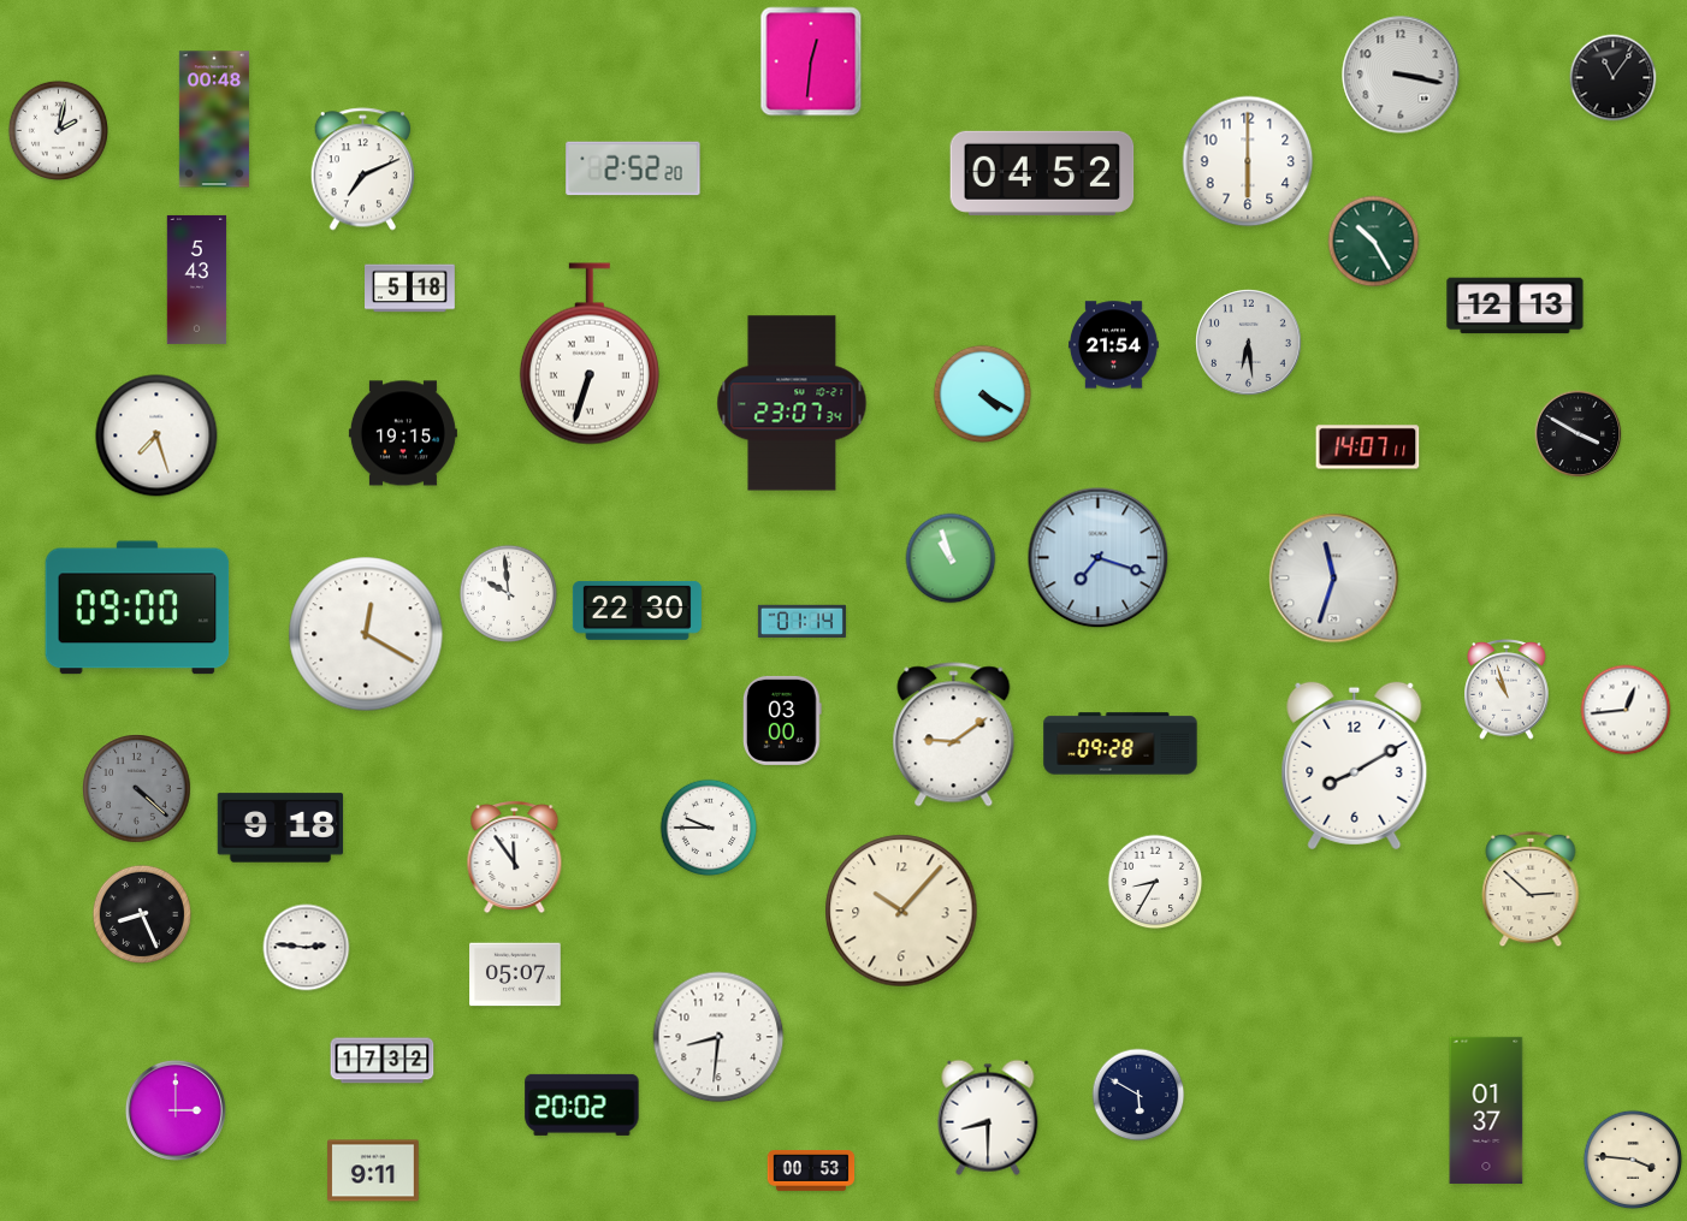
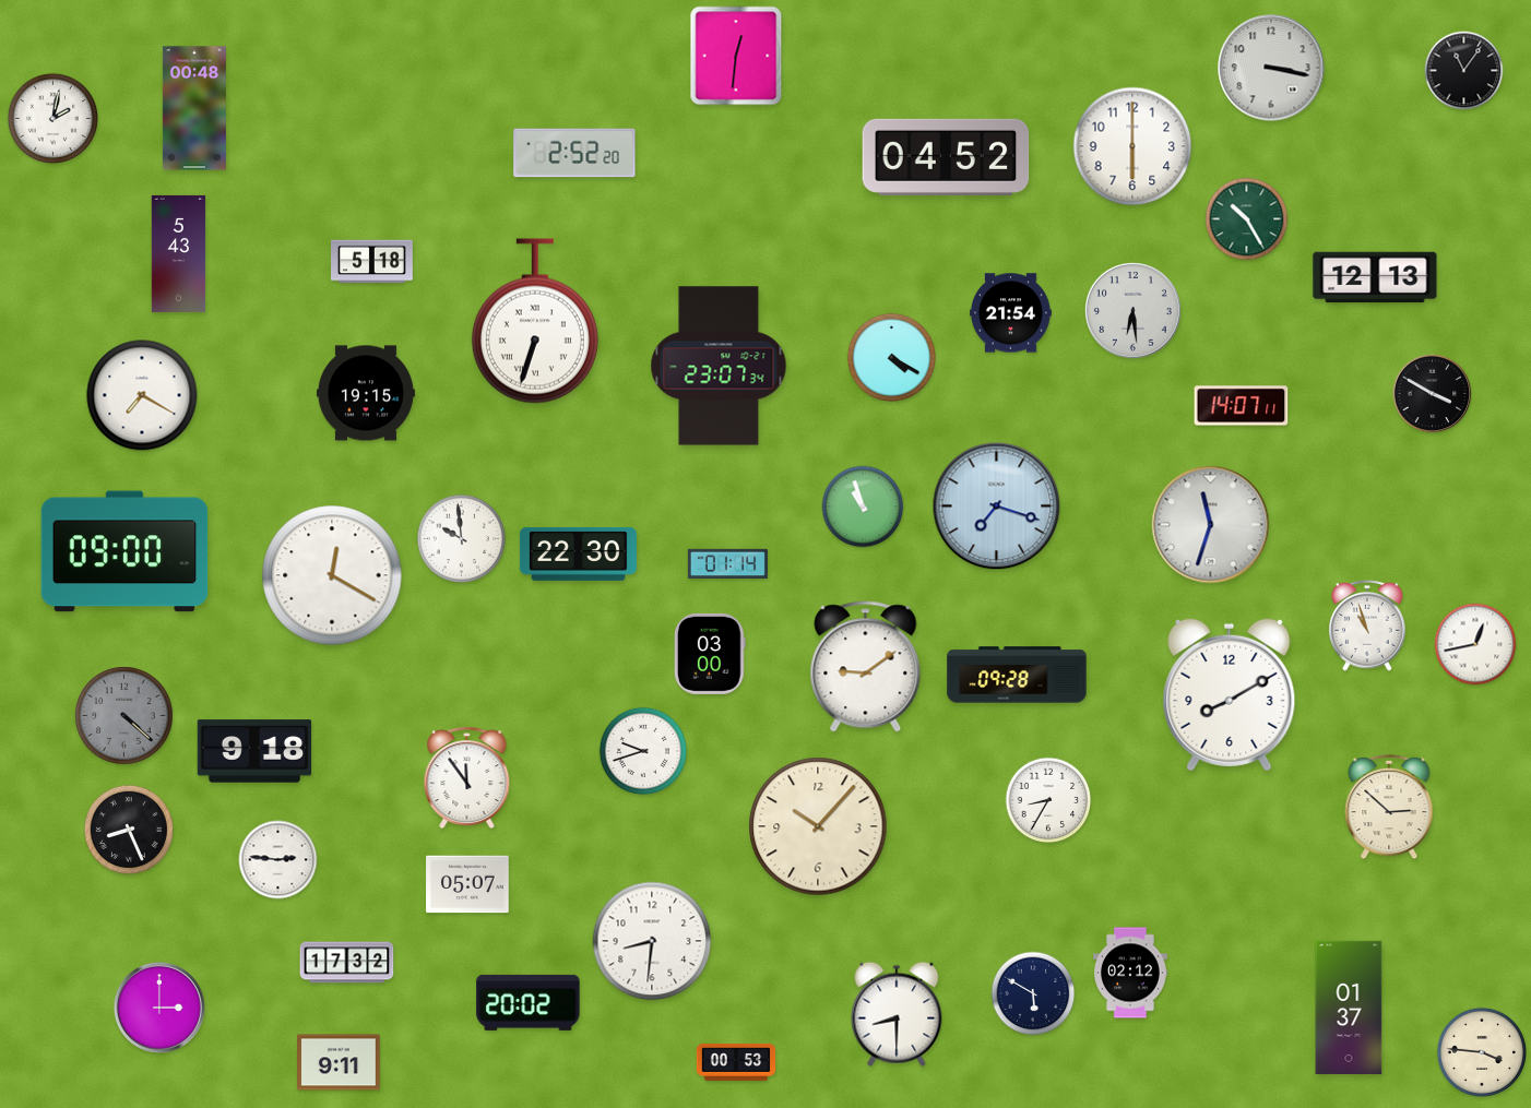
clock at (363, 170): 7:11 -> none
clock at (156, 435): 7:27 -> 7:20
clock at (1626, 710): 12:44 -> 12:43
clock at (709, 828): 9:45 -> 9:42
clock at (1130, 973): none -> 02:12
